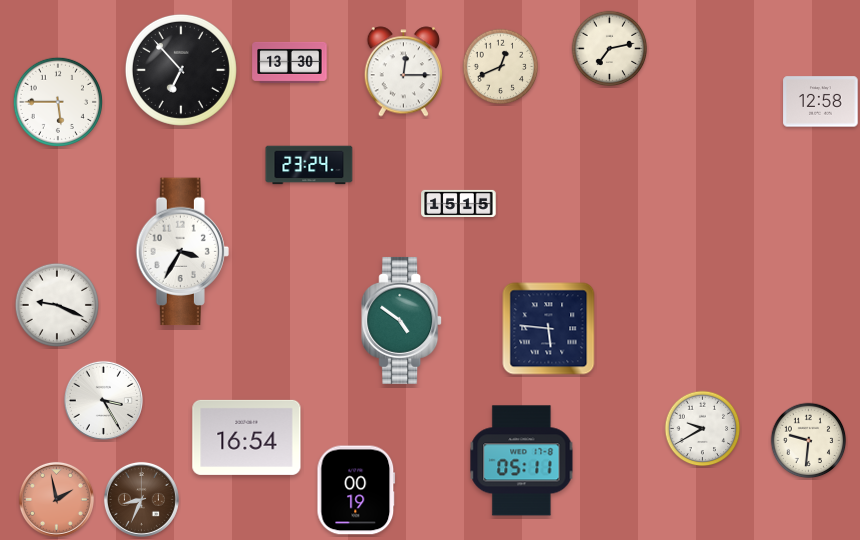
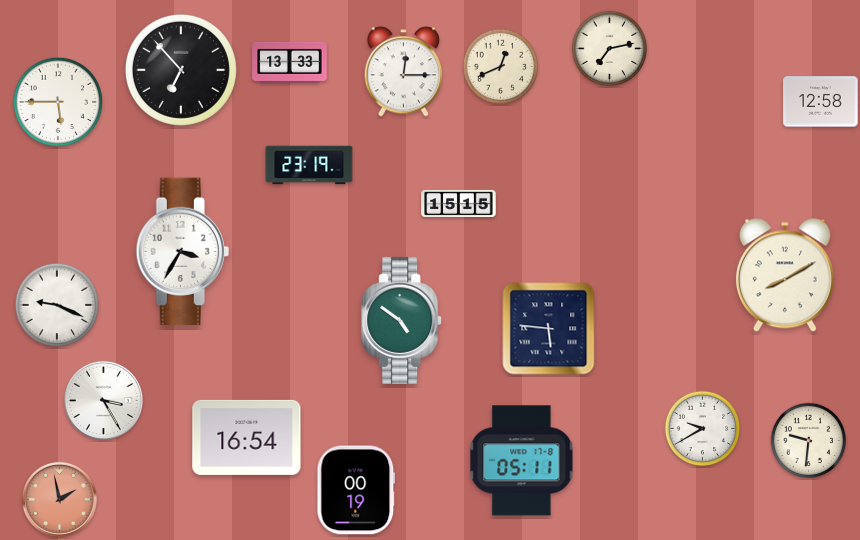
clock at (290, 62): 13:30 -> 13:33
clock at (309, 165): 23:24 -> 23:19
clock at (785, 275): none -> 8:10
clock at (56, 499) position: (56, 499) -> (59, 499)
clock at (141, 499): 8:34 -> none
